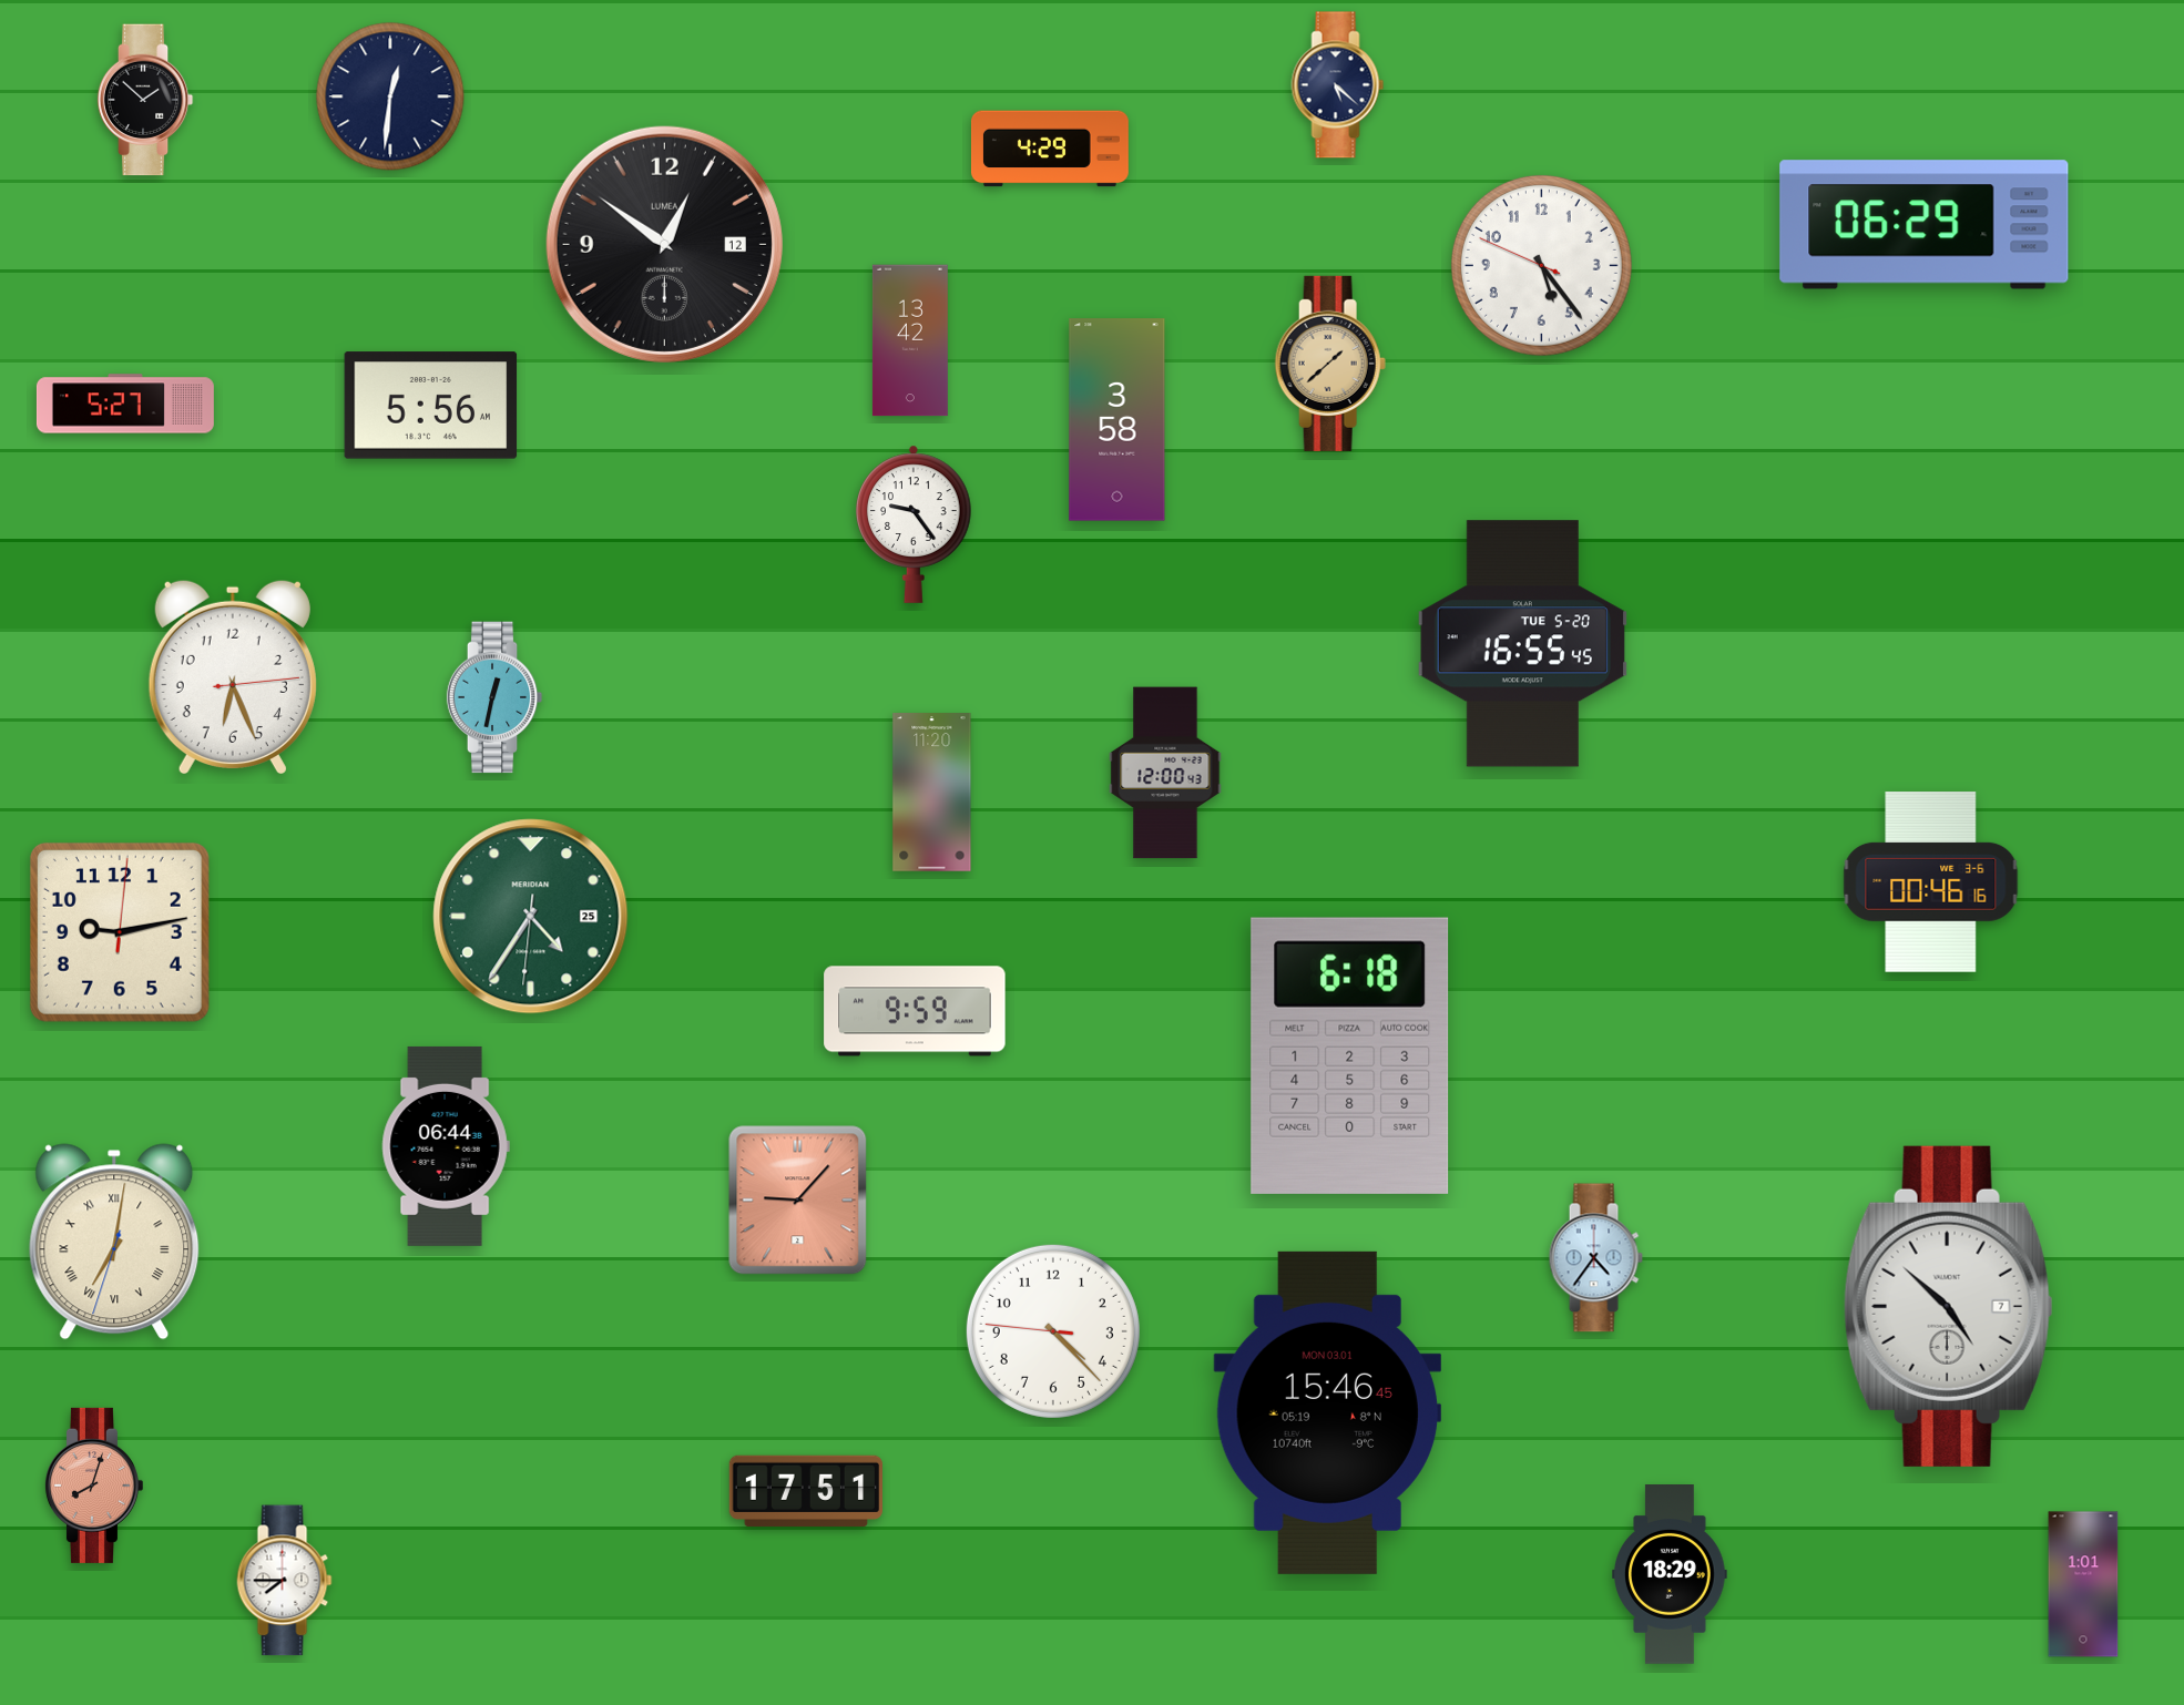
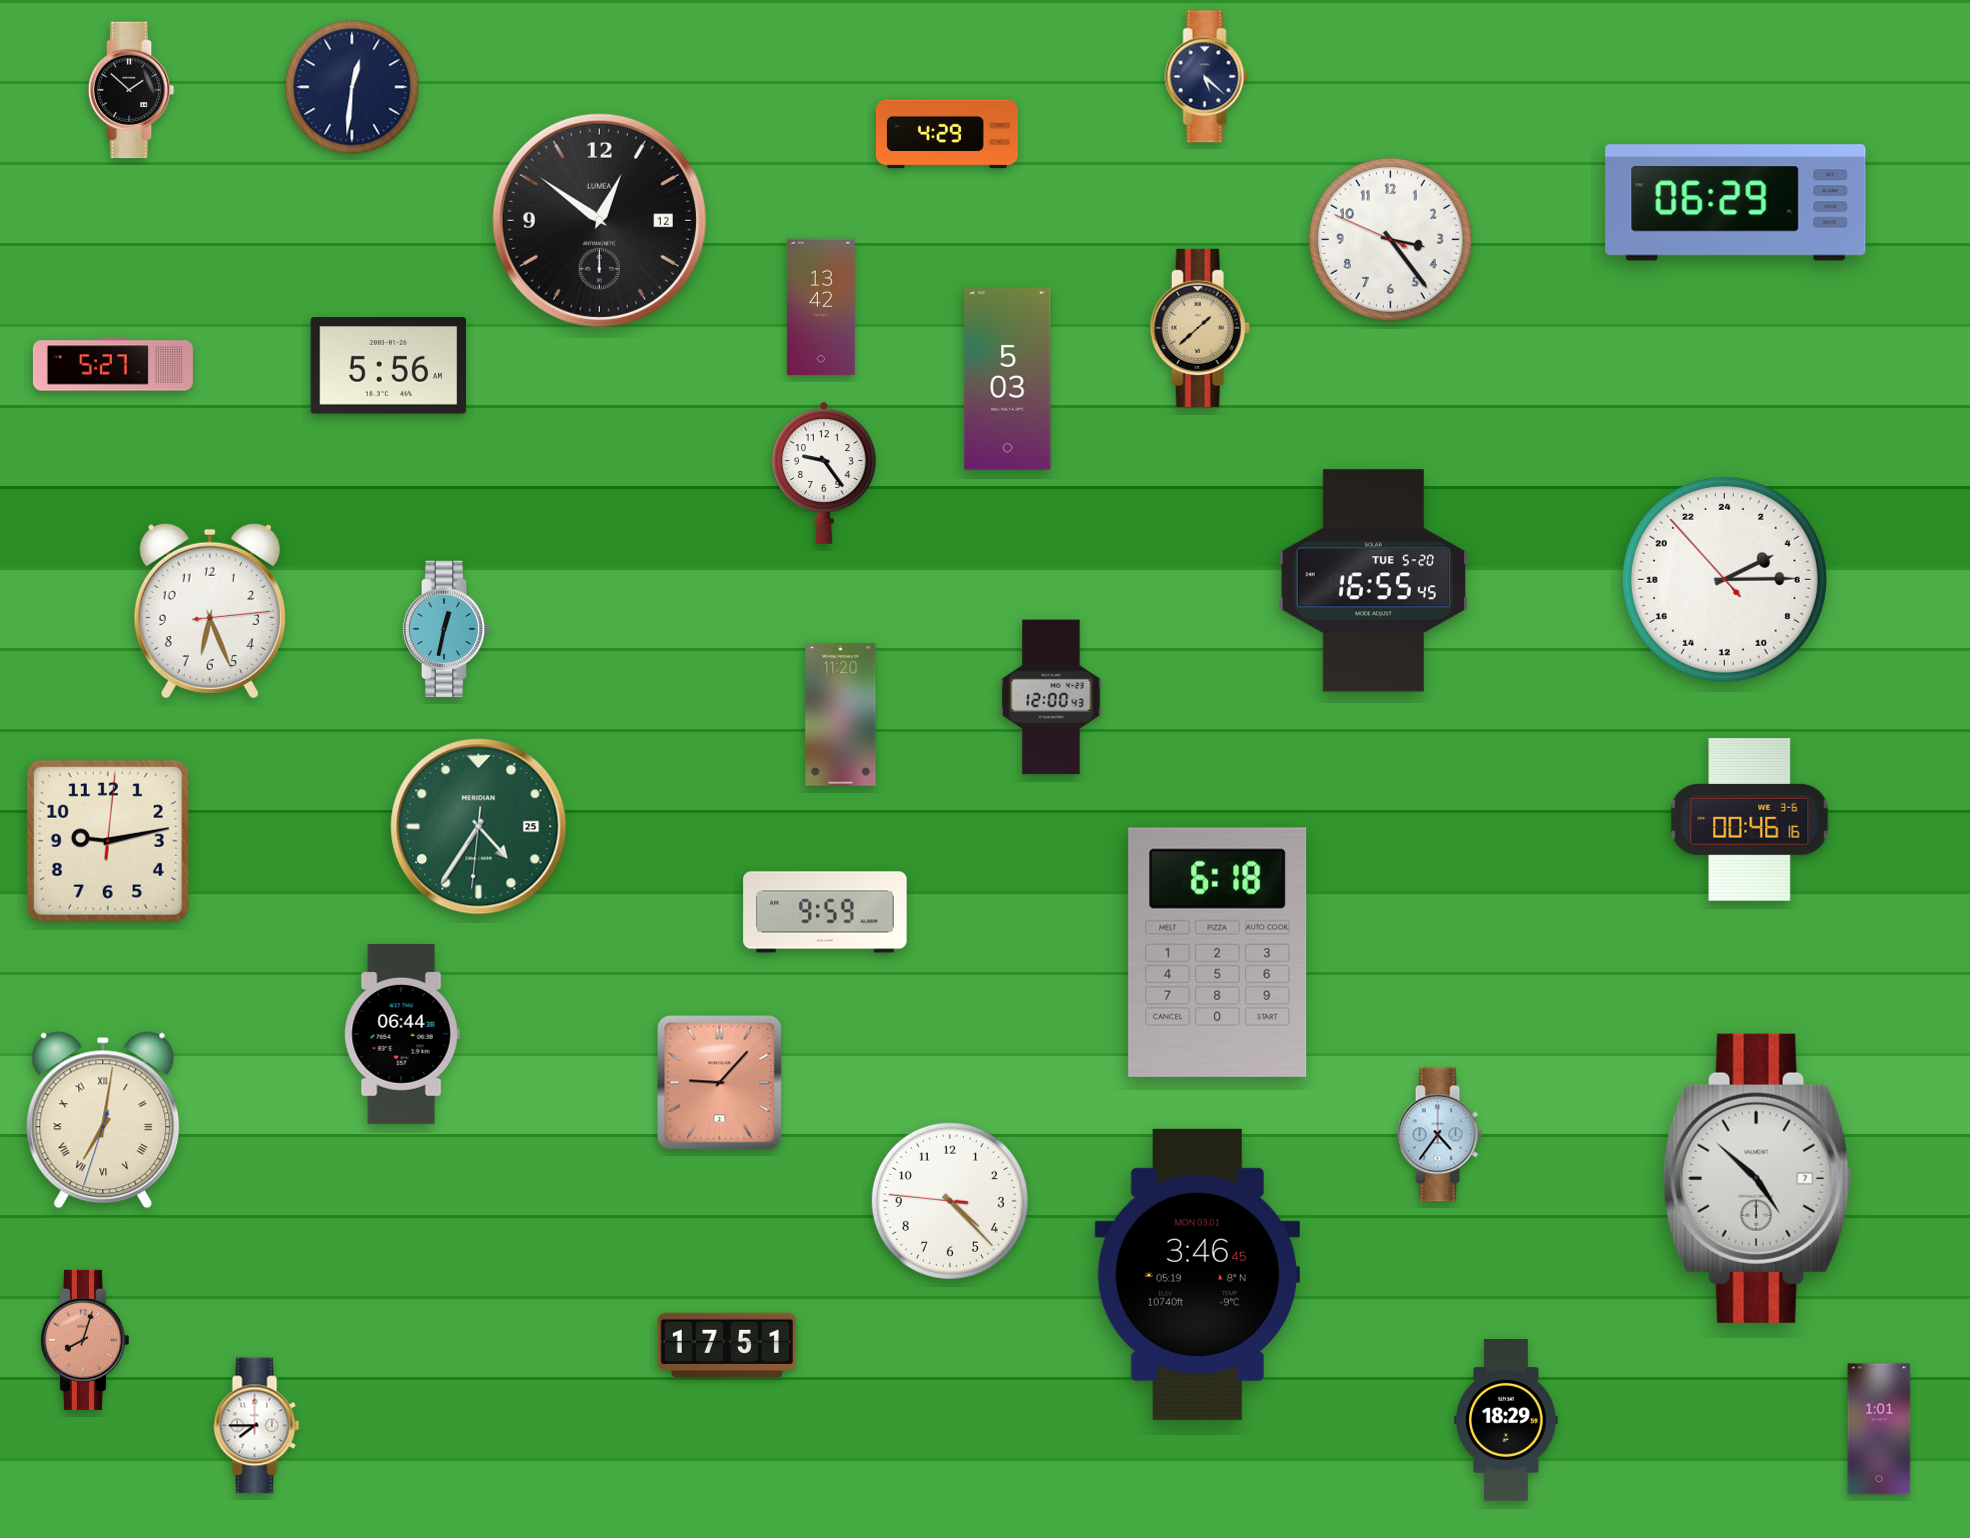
clock at (1541, 265): 5:23 -> 3:23
clock at (1117, 420): 3:58 -> 5:03
clock at (1724, 579): none -> 4:14
clock at (1931, 882) position: (1931, 882) -> (1750, 820)
clock at (1327, 1412): 15:46 -> 3:46
